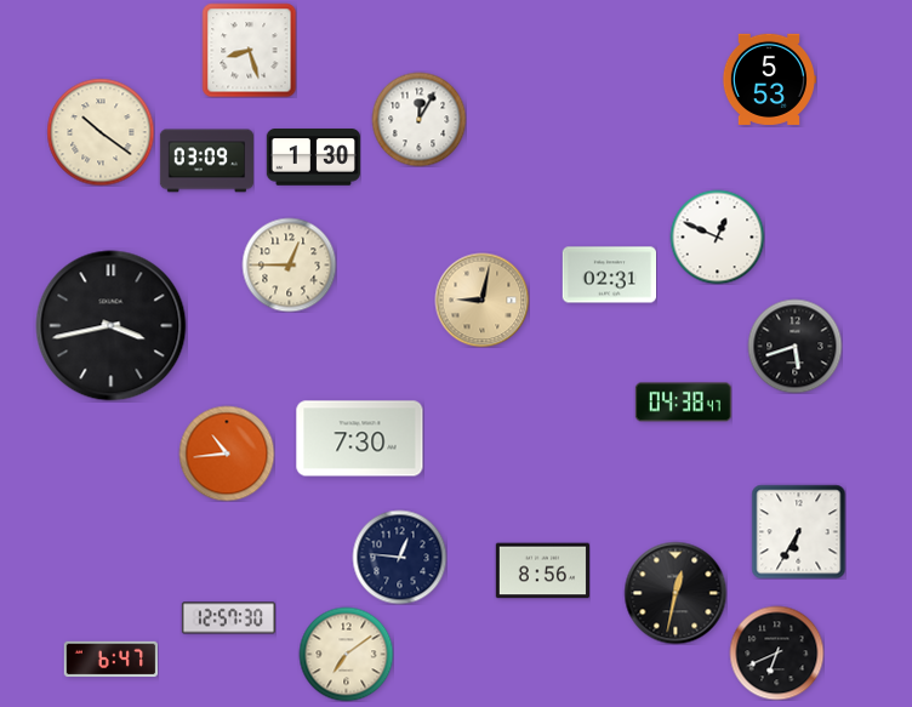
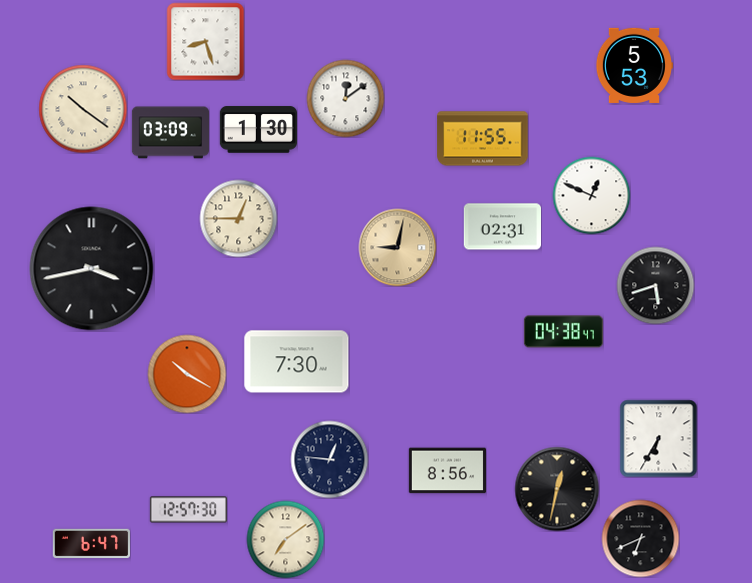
clock at (418, 119): 12:05 -> 12:09
clock at (483, 139): none -> 11:55
clock at (227, 454): 10:44 -> 10:20
